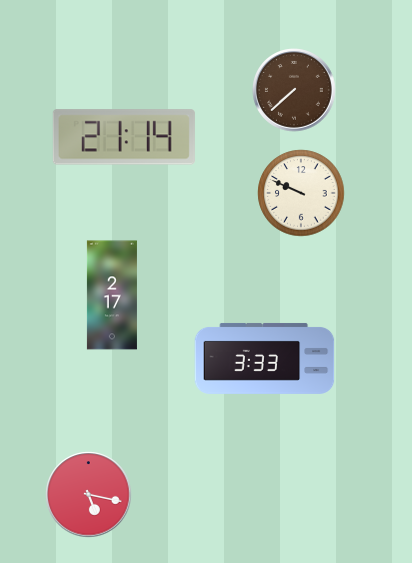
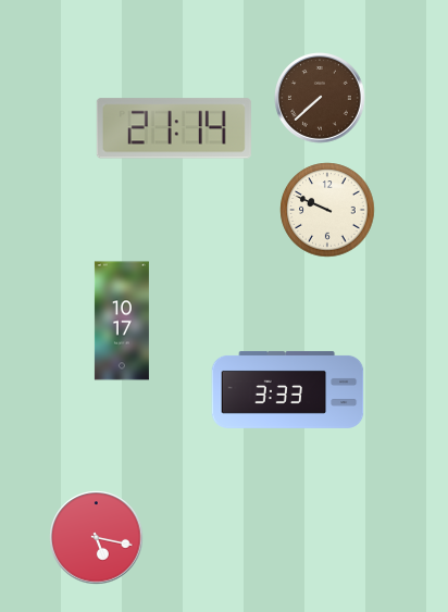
clock at (124, 137) position: (124, 137) -> (174, 128)
clock at (112, 295): 2:17 -> 10:17
